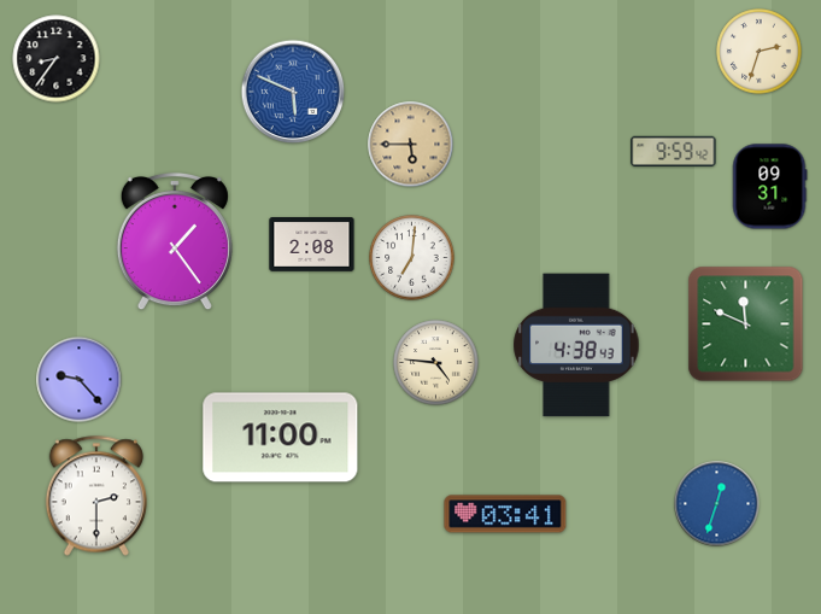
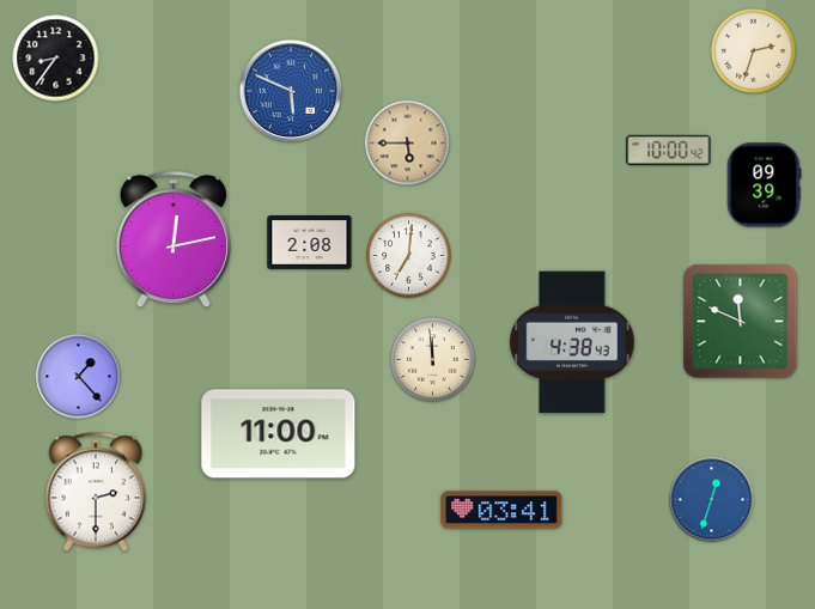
clock at (674, 151): 9:59 -> 10:00
clock at (769, 187): 09:31 -> 09:39
clock at (175, 241): 1:24 -> 12:13
clock at (436, 363): 4:46 -> 11:59
clock at (80, 380): 9:23 -> 1:23
